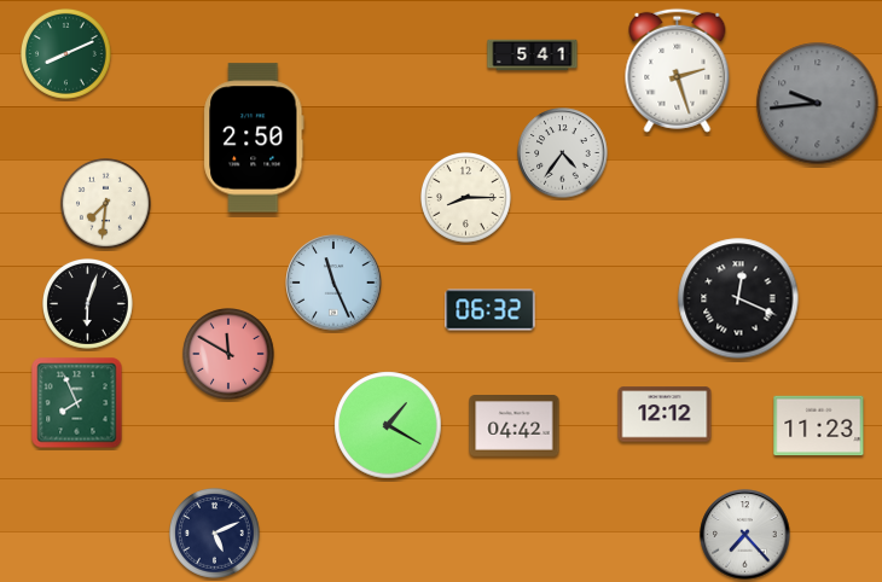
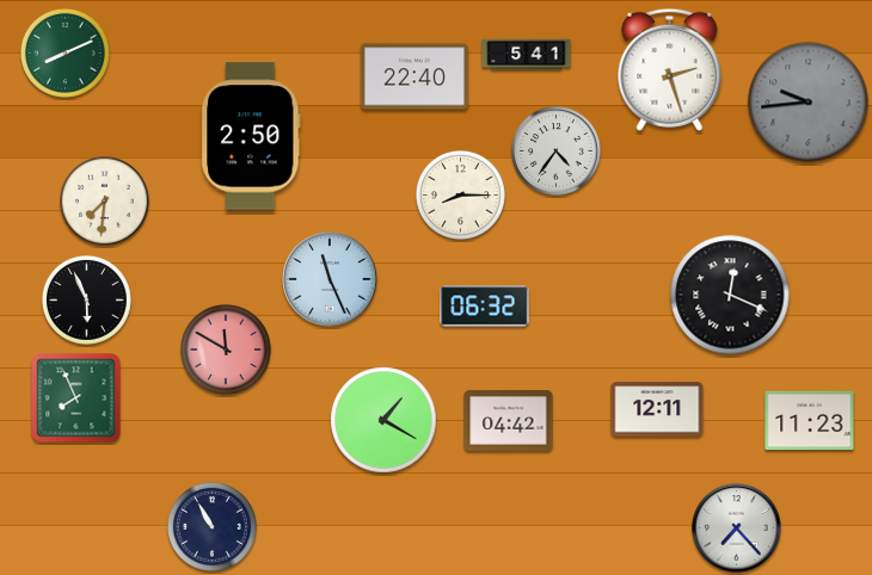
clock at (414, 76): none -> 22:40
clock at (88, 304): 6:03 -> 5:56
clock at (665, 414): 12:12 -> 12:11
clock at (215, 534): 5:11 -> 10:55
